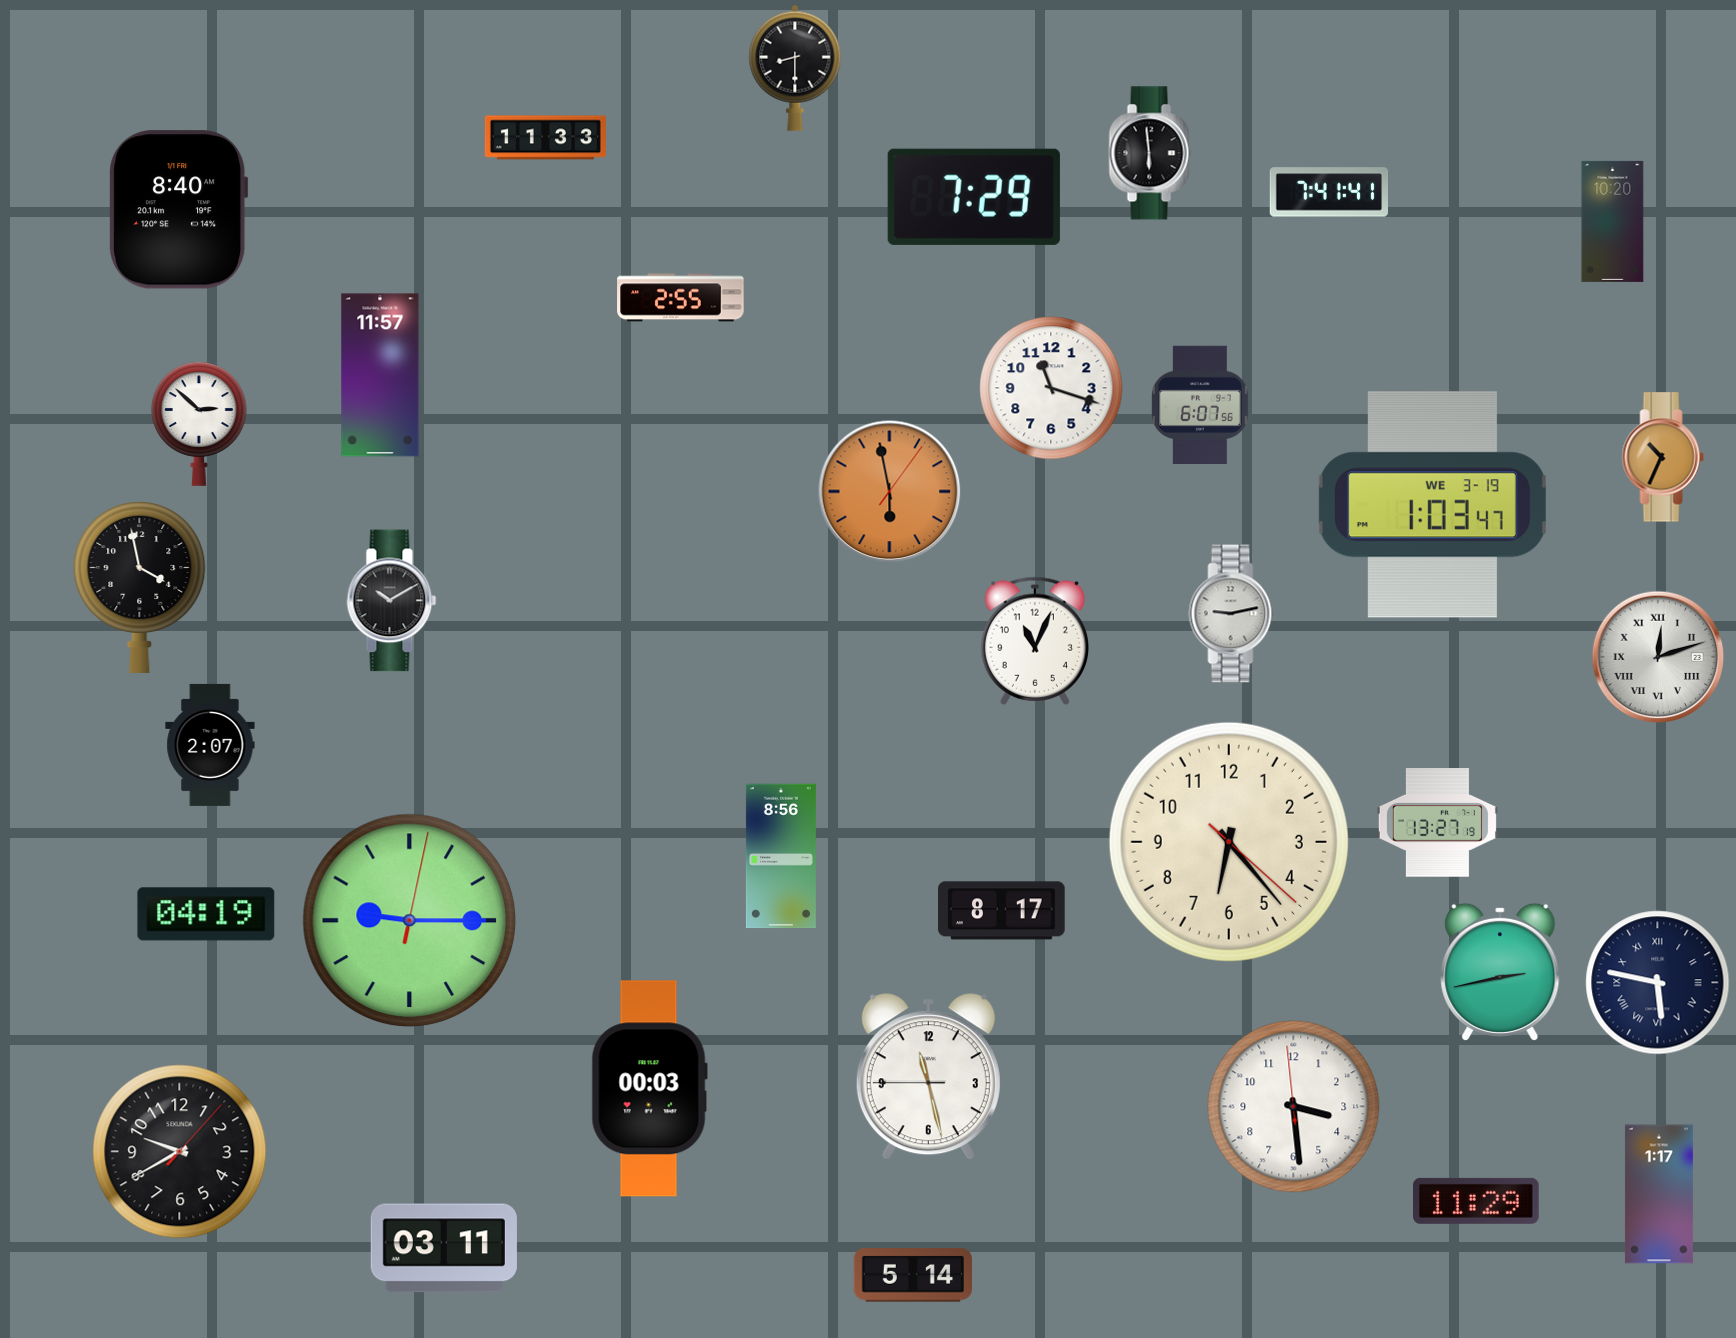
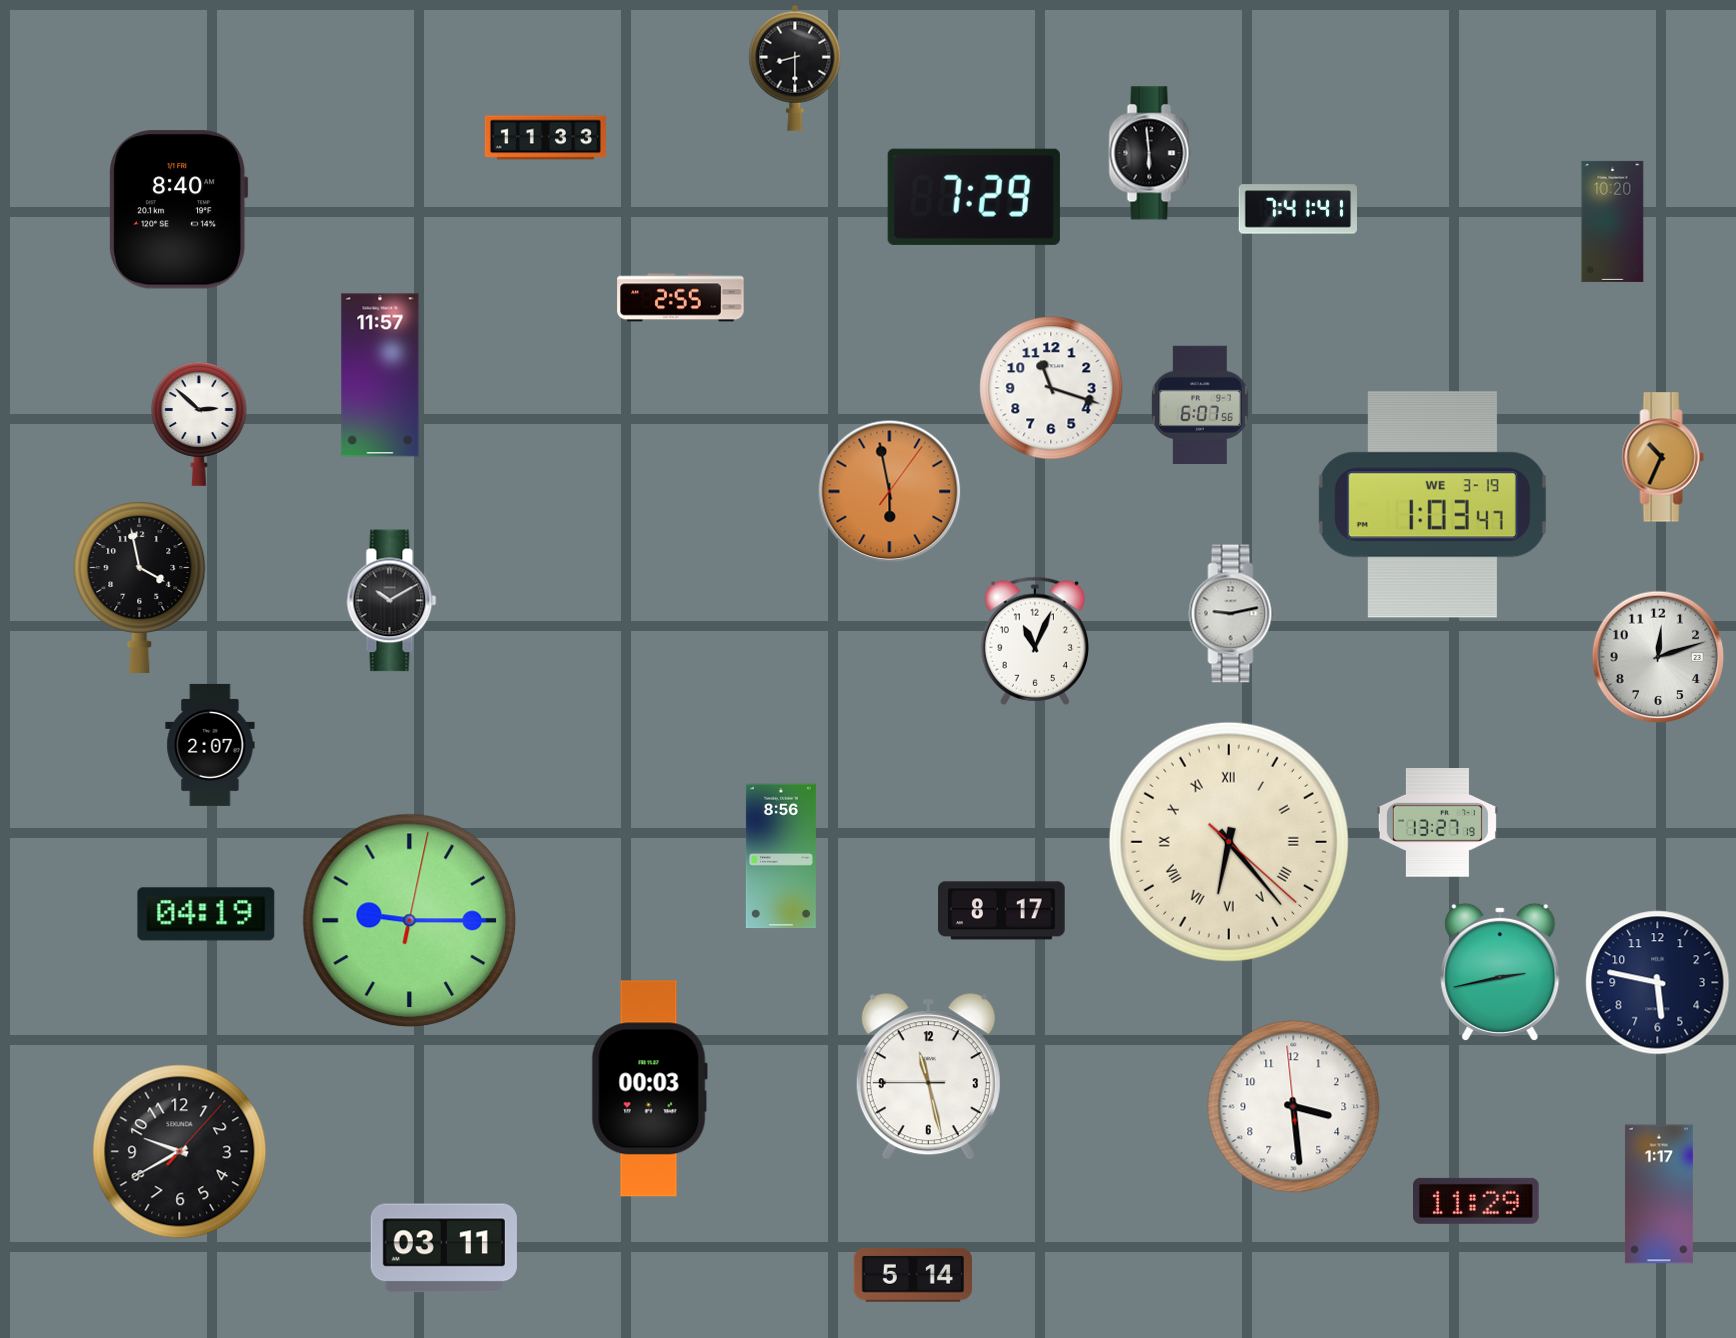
clock at (1328, 192) position: (1328, 192) -> (1297, 209)
clock at (1658, 657) numerals: Roman -> Arabic
clock at (1229, 842) numerals: Arabic -> Roman
clock at (1658, 983) numerals: Roman -> Arabic
